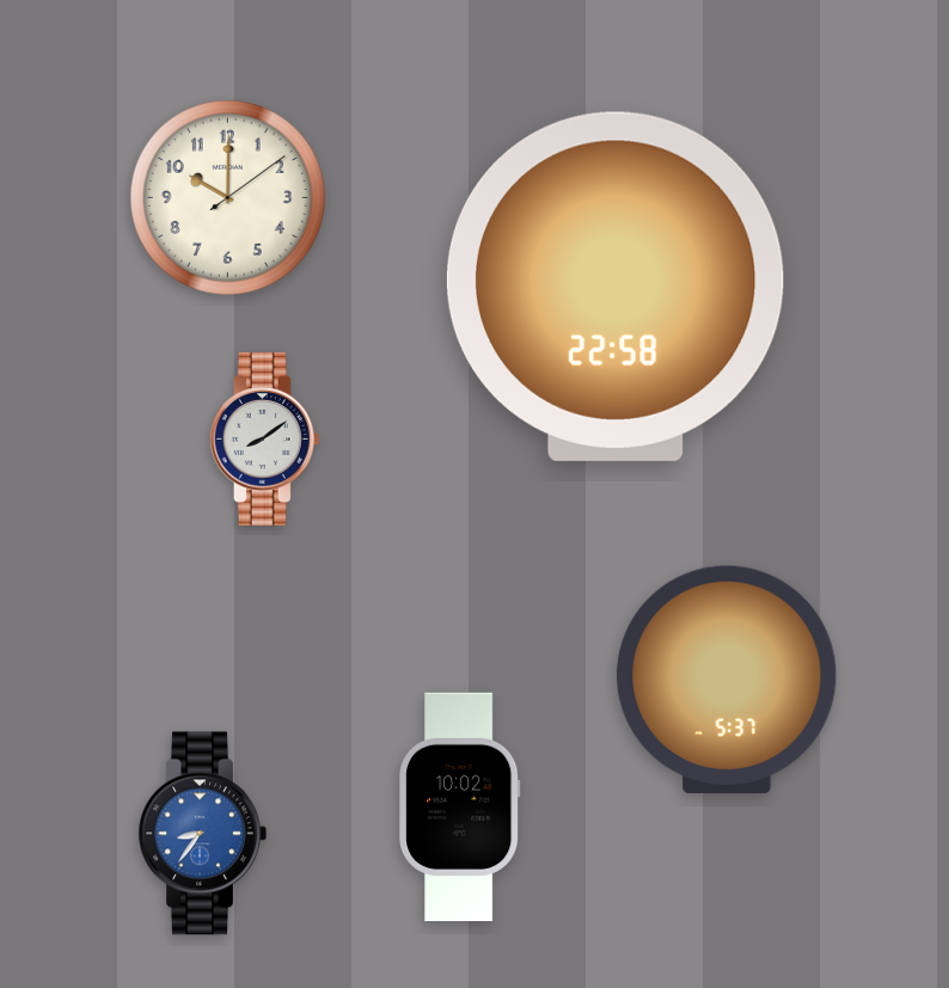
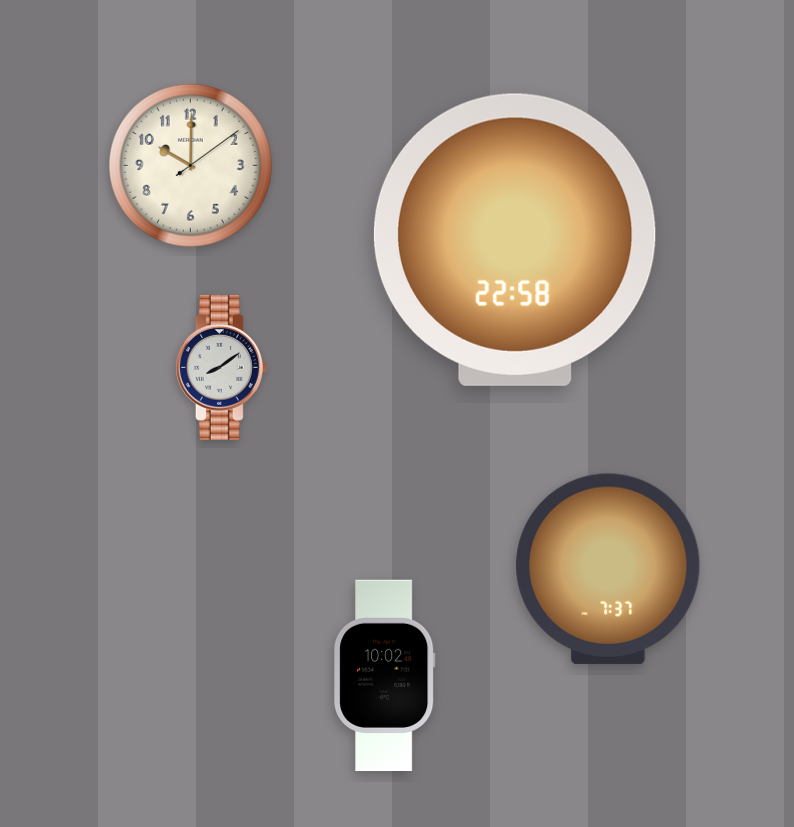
clock at (727, 680): 5:37 -> 7:37
clock at (202, 834): 8:36 -> none
